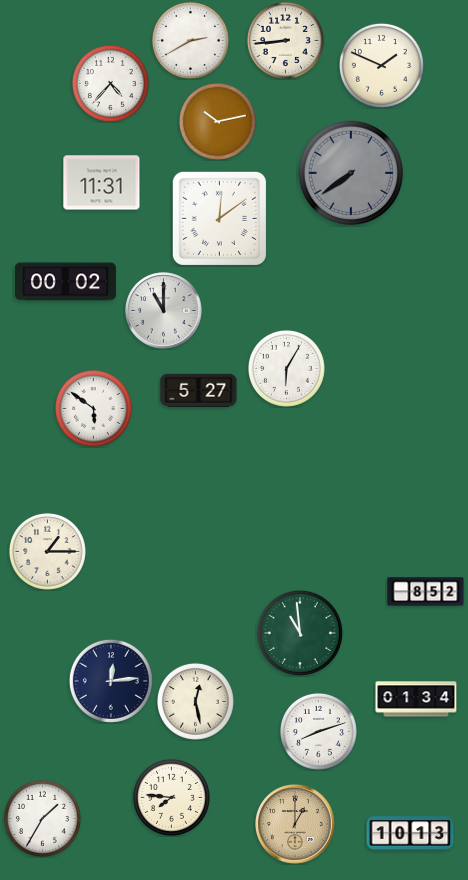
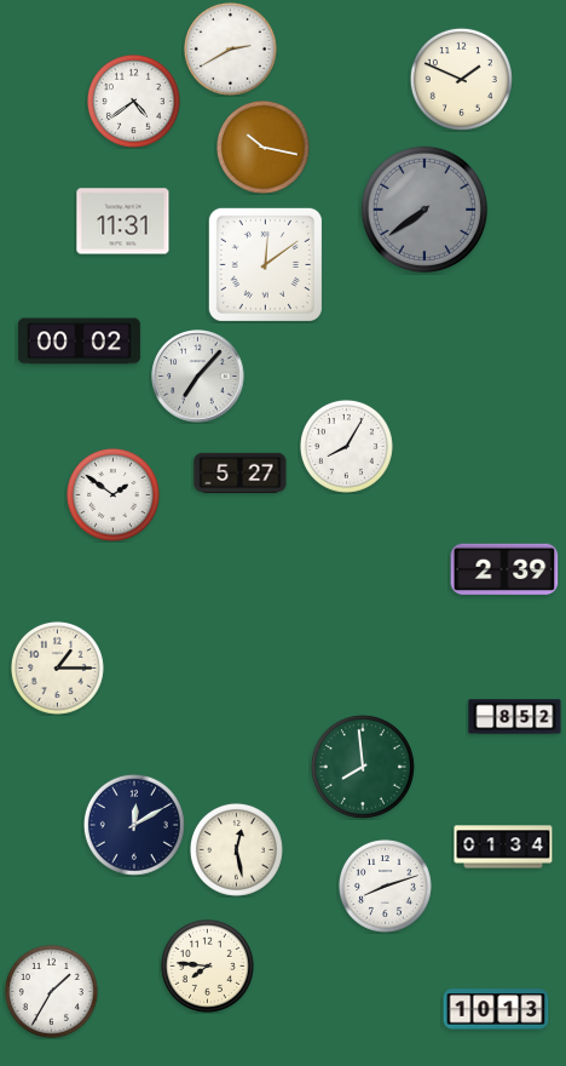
clock at (285, 40): 8:44 -> none
clock at (110, 83): 4:37 -> 4:39
clock at (217, 121): 10:13 -> 10:17
clock at (164, 311): 11:00 -> 7:07
clock at (286, 368): 6:05 -> 8:05
clock at (93, 408): 5:51 -> 1:51
clock at (504, 568): none -> 2:39
clock at (300, 633): 10:59 -> 7:59
clock at (111, 681): 12:14 -> 12:10
clock at (295, 824): 1:00 -> none
